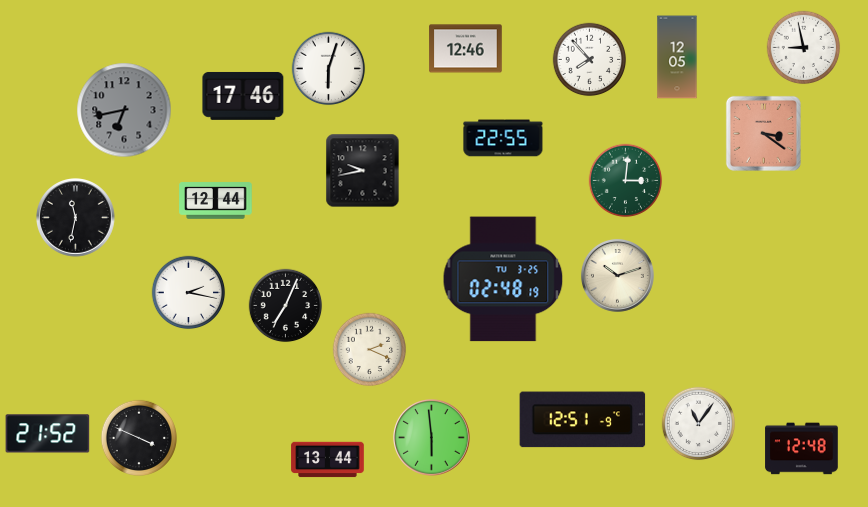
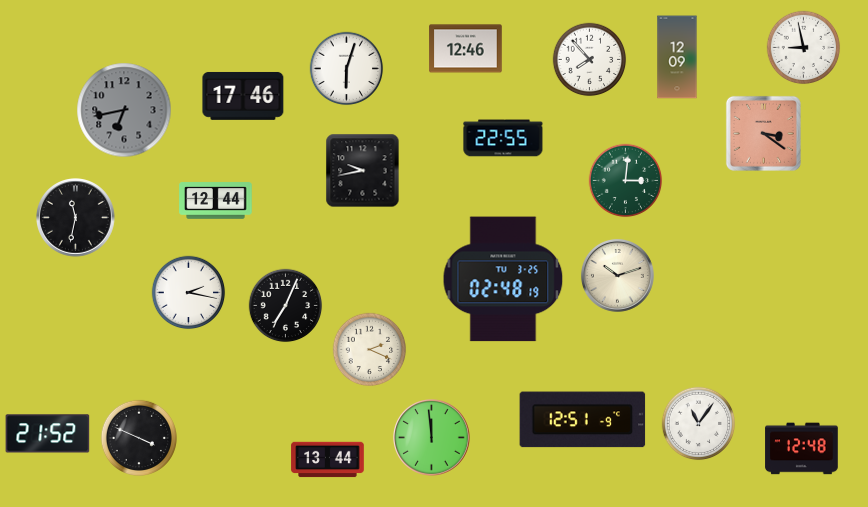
clock at (677, 57): 12:05 -> 12:09
clock at (329, 69) position: (329, 69) -> (347, 69)
clock at (432, 438): 5:59 -> 11:59
